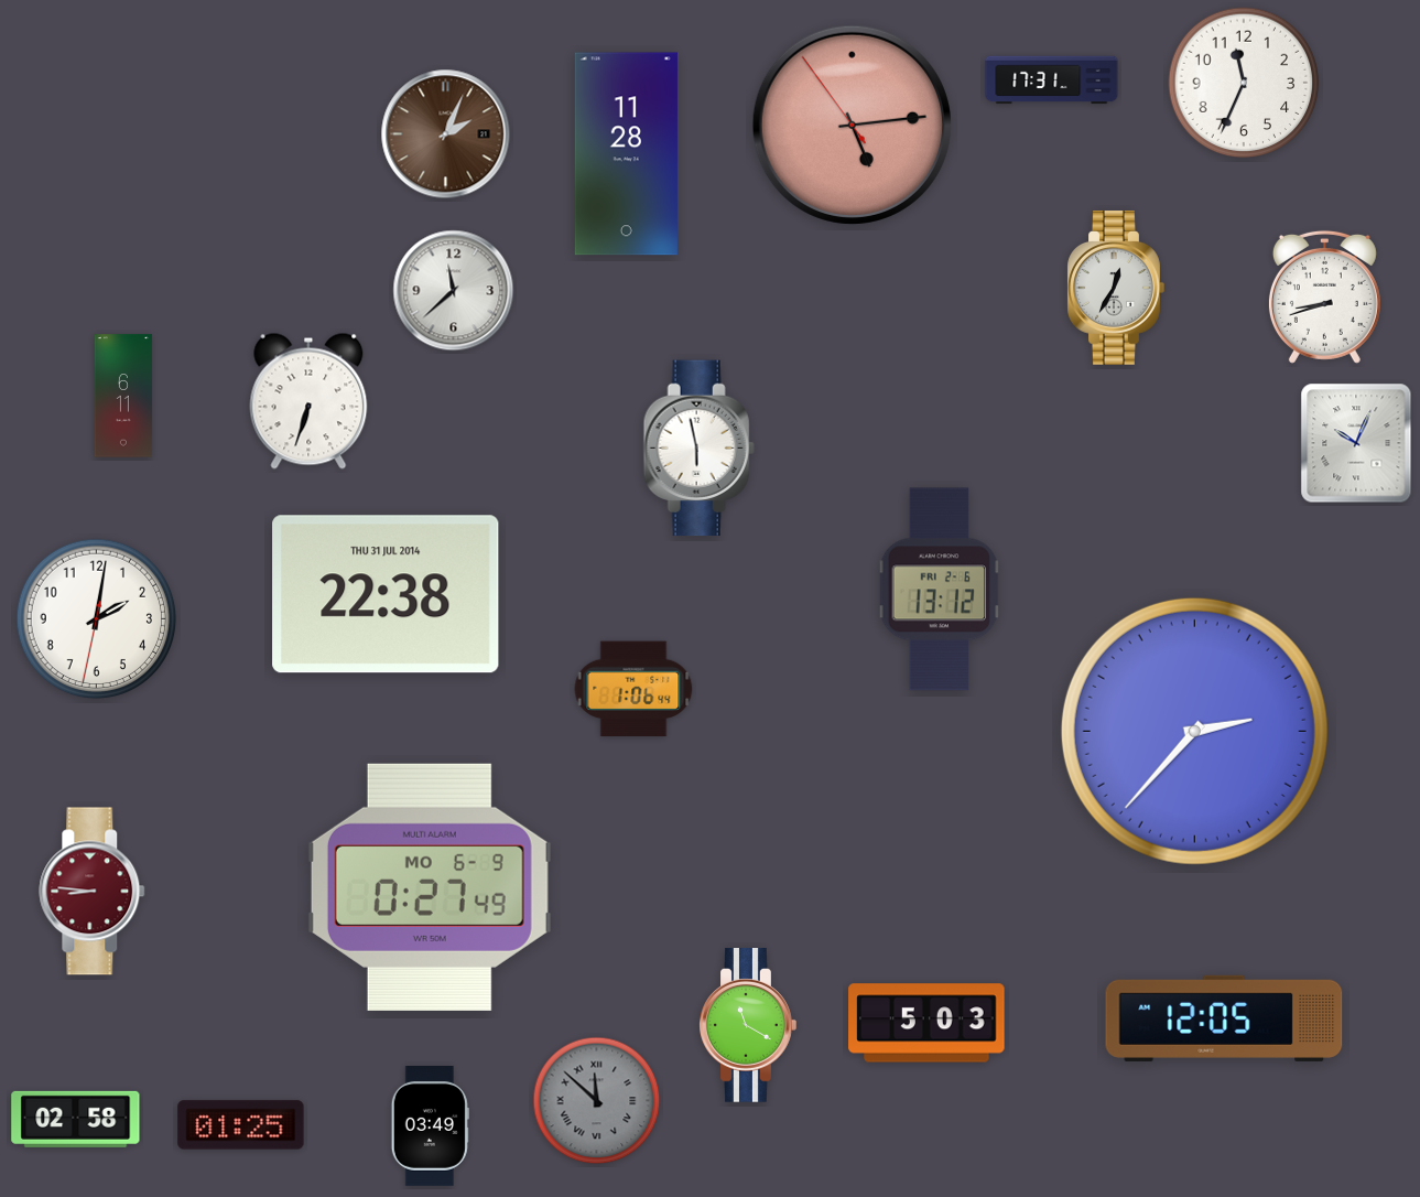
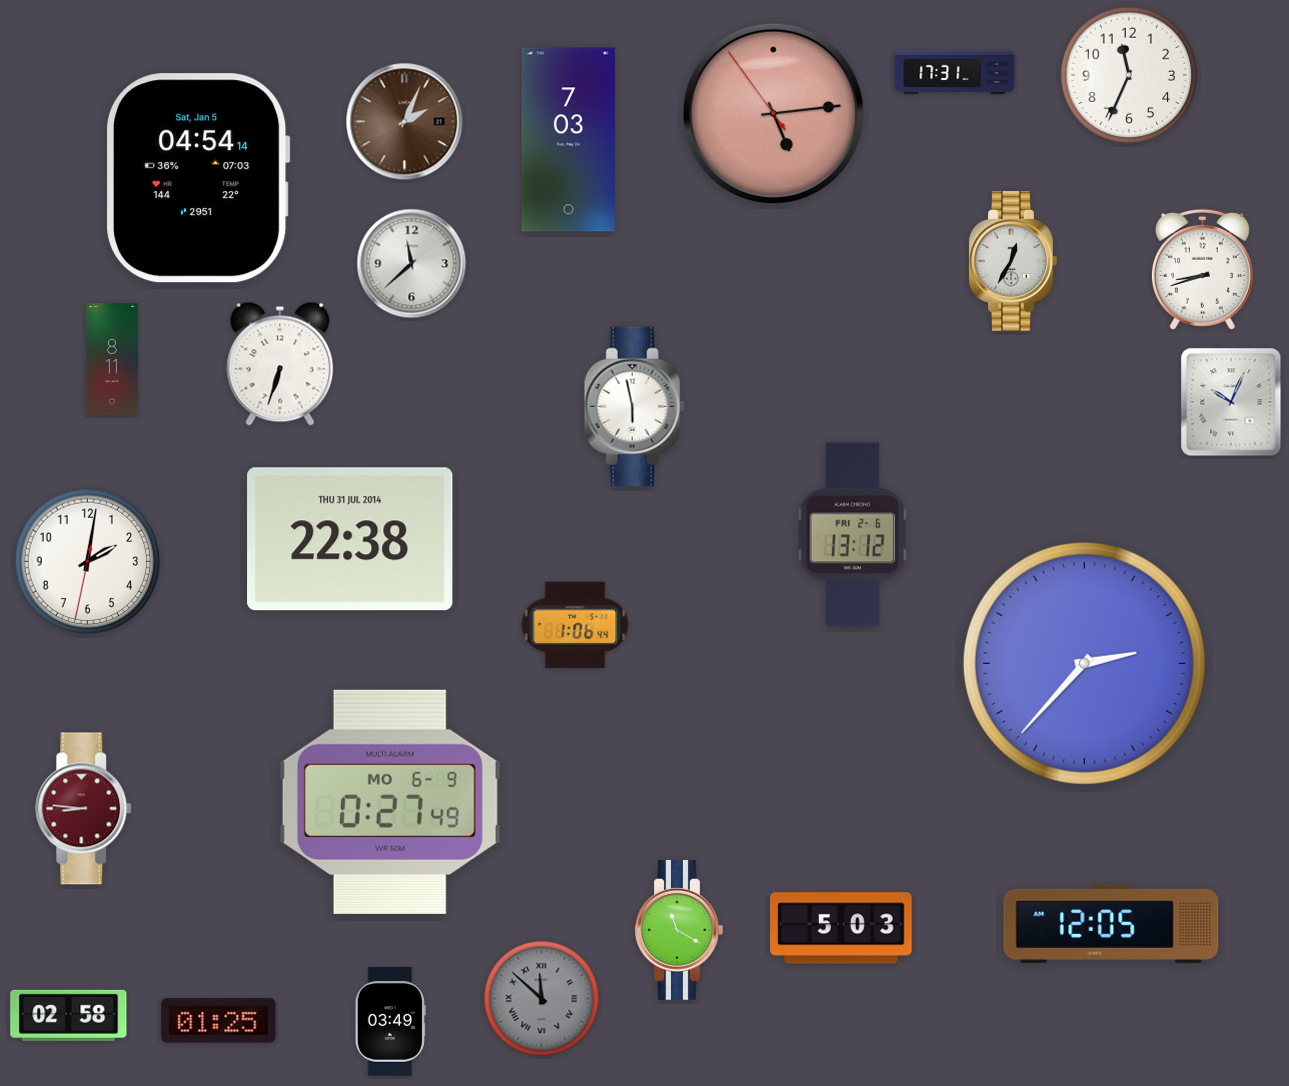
clock at (626, 154): 11:28 -> 7:03
clock at (198, 178): none -> 04:54
clock at (123, 396): 6:11 -> 8:11
clock at (430, 887) position: (430, 887) -> (390, 802)
